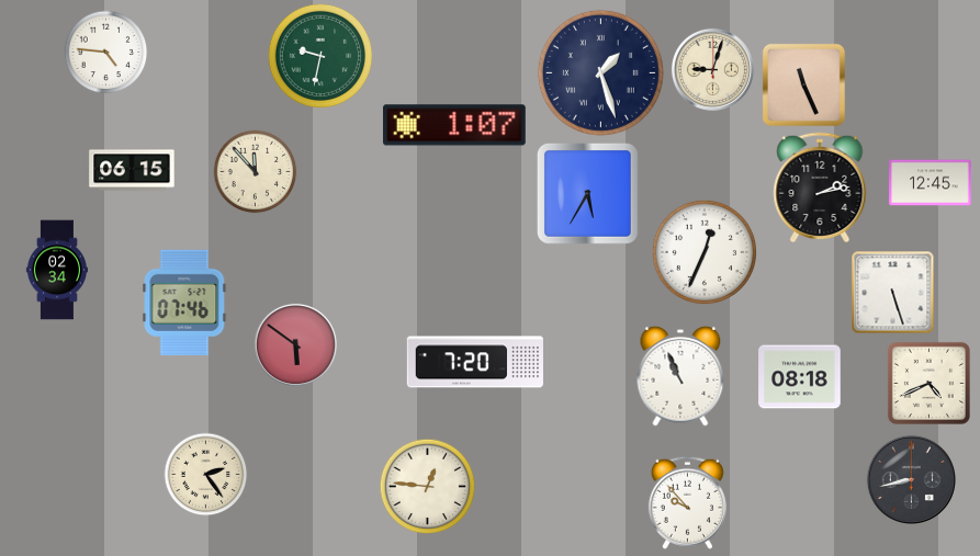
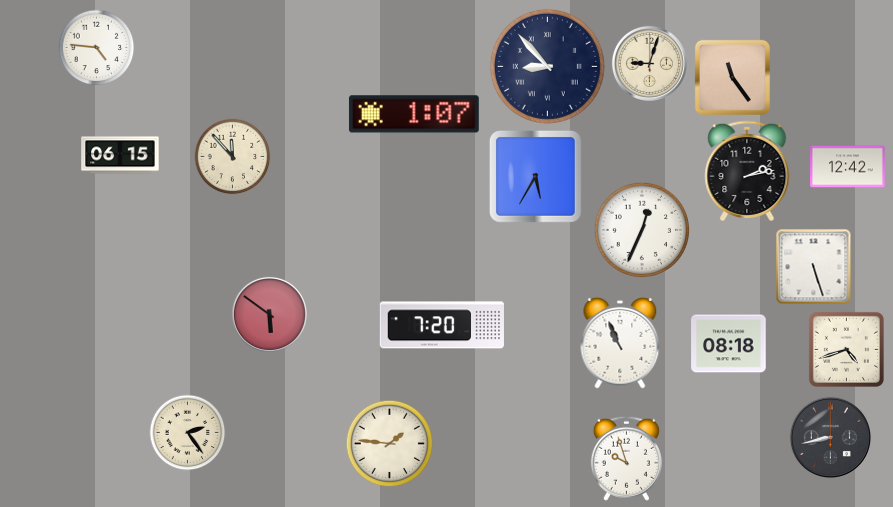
clock at (319, 55): 9:32 -> none
clock at (600, 72): 1:27 -> 8:53
clock at (803, 84): 11:26 -> 11:24
clock at (931, 183): 12:45 -> 12:42
clock at (57, 270): 02:34 -> none
clock at (184, 303): 07:46 -> none
clock at (475, 362) position: (475, 362) -> (442, 325)
clock at (928, 383): 4:41 -> 4:42
clock at (428, 487): 12:46 -> 1:46
clock at (687, 502): 9:53 -> 9:57
